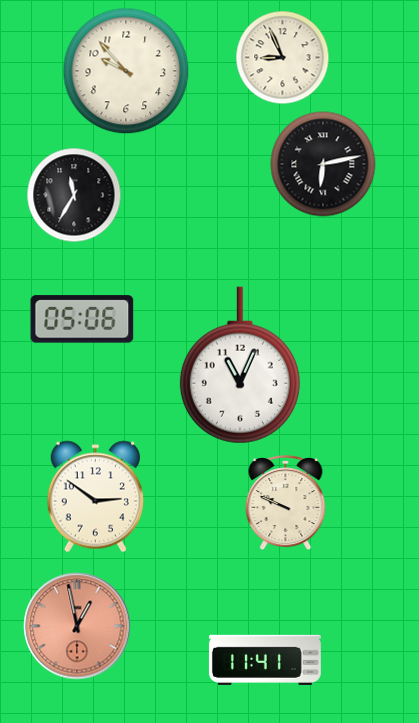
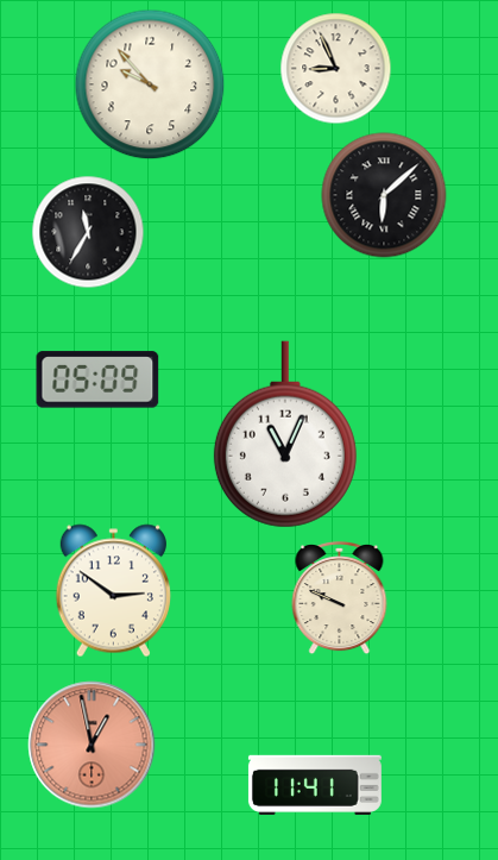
clock at (323, 164): 6:13 -> 6:08
clock at (82, 319): 05:06 -> 05:09
